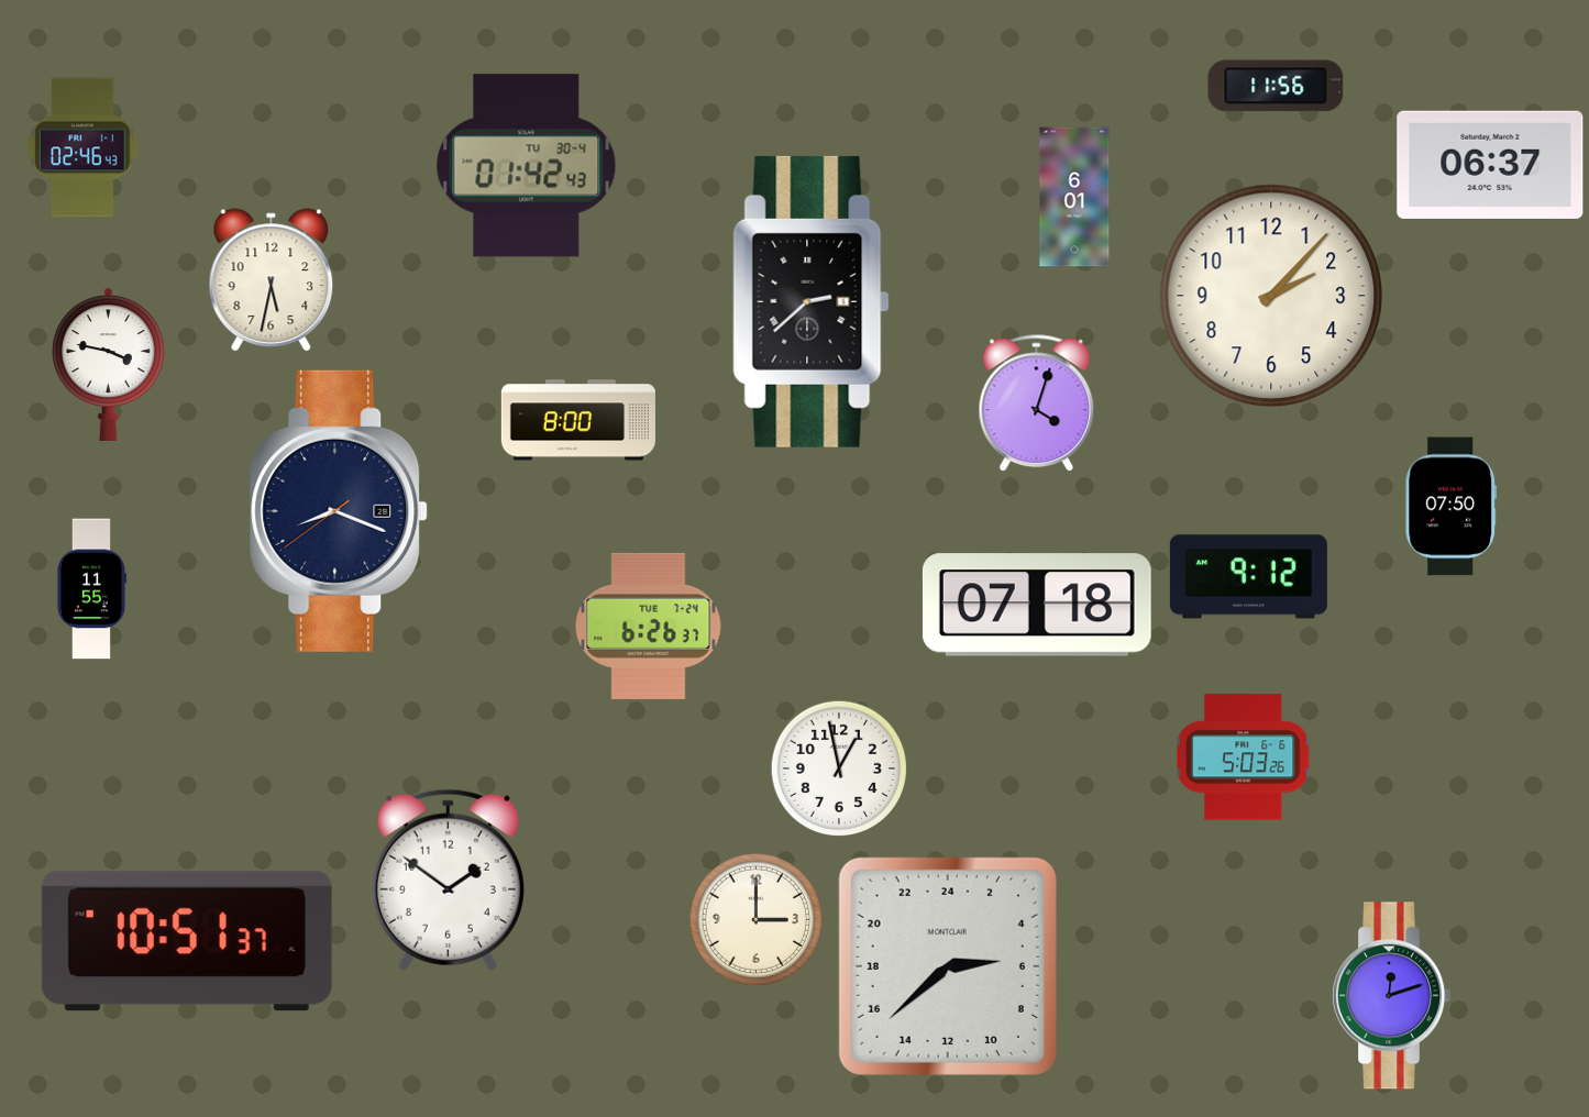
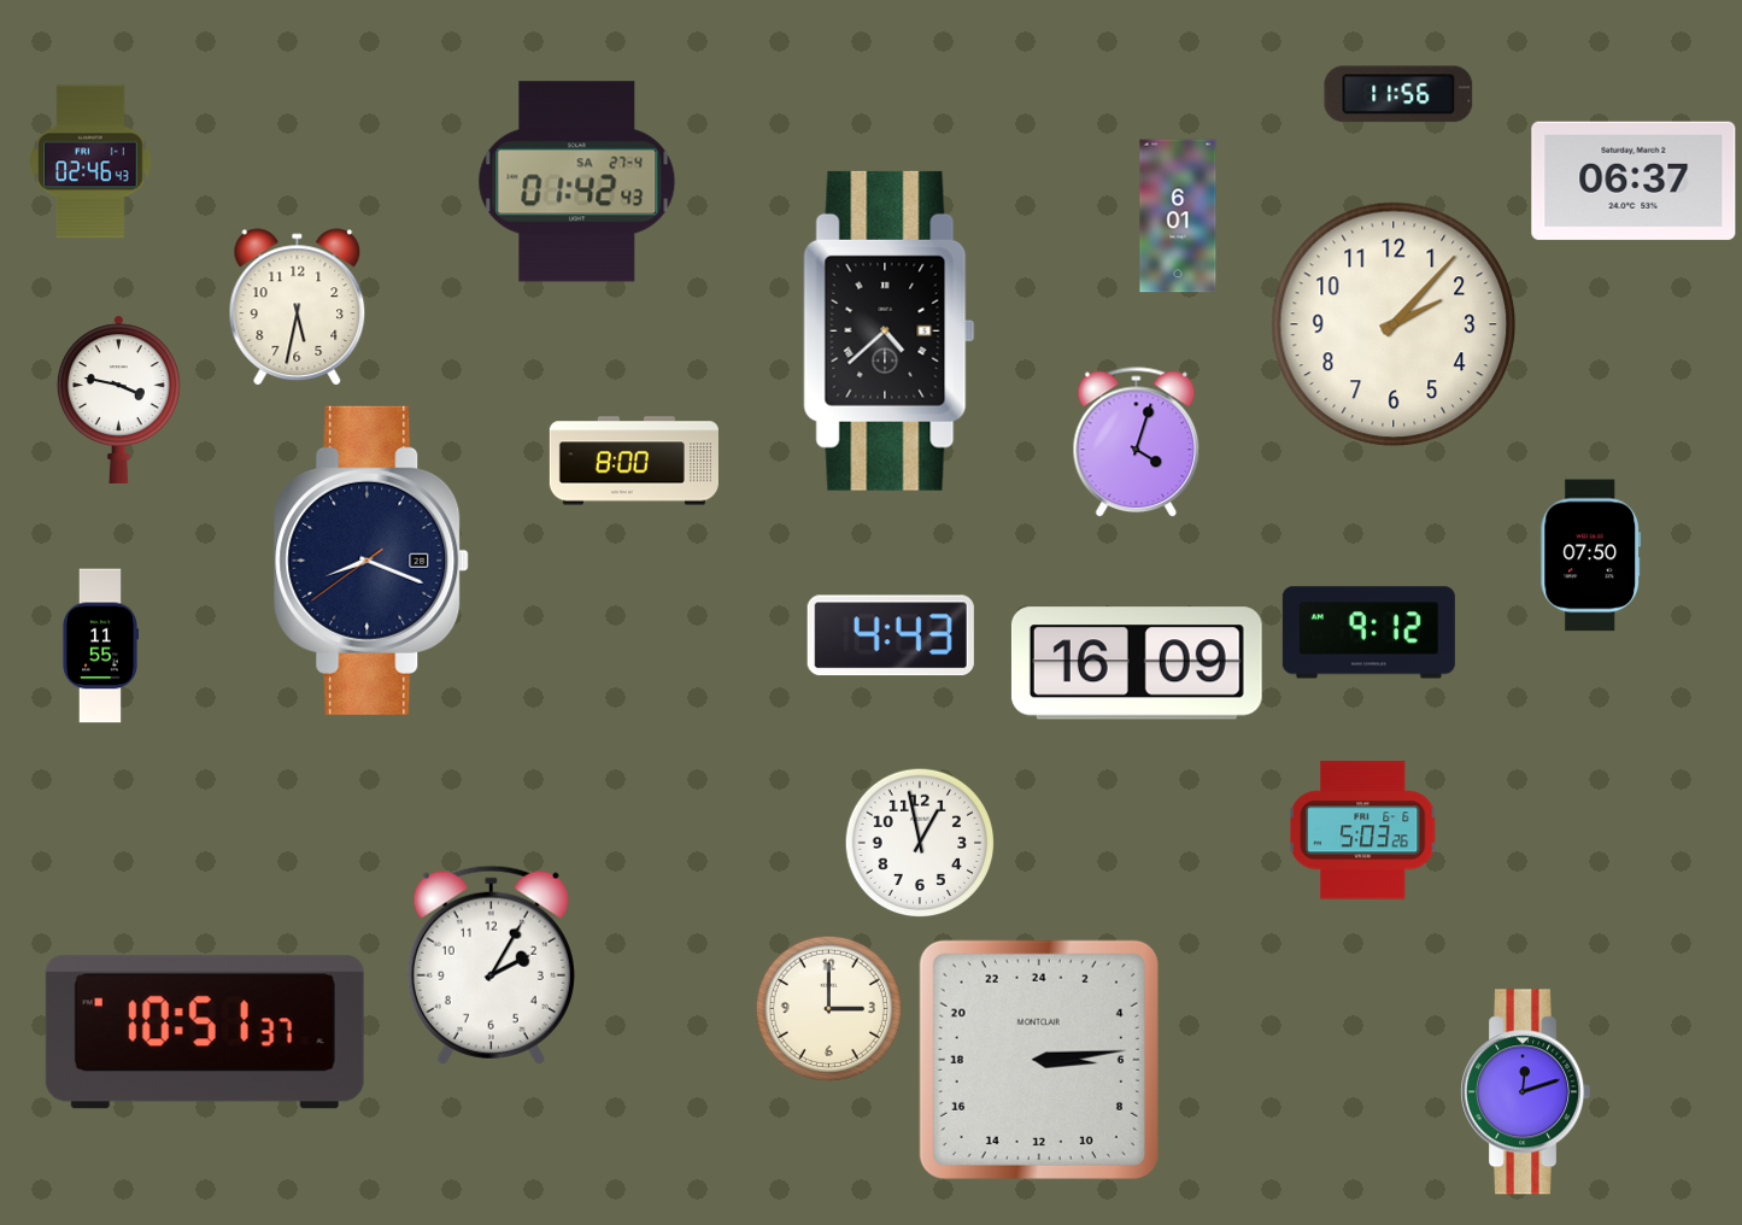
clock at (527, 166) date: TU 30-4 -> SA 27-4
clock at (812, 301): 2:38 -> 4:38
clock at (891, 635): none -> 4:43
clock at (1037, 605): 07:18 -> 16:09
clock at (649, 626): 6:26 -> none
clock at (448, 880): 1:51 -> 2:05
clock at (948, 966): 5:38 -> 6:14
